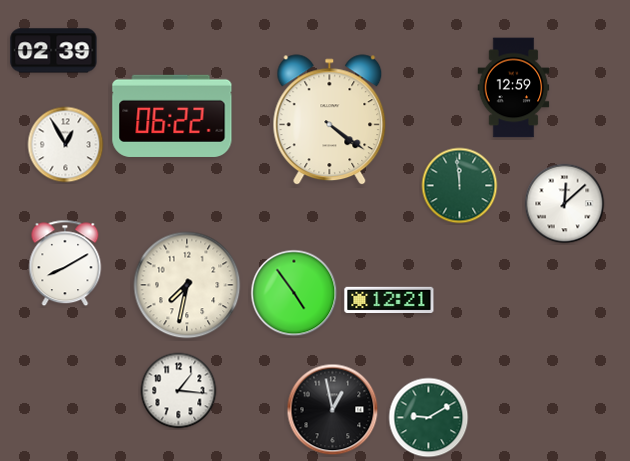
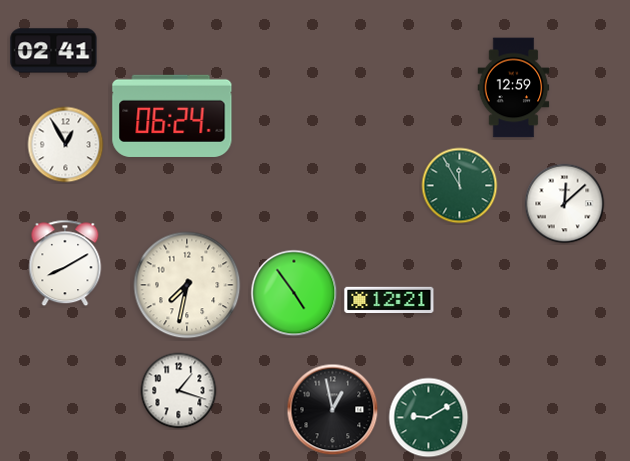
clock at (54, 51): 02:39 -> 02:41
clock at (172, 116): 06:22 -> 06:24
clock at (330, 120): 4:21 -> none
clock at (460, 186): 11:59 -> 11:55
clock at (179, 391): 1:16 -> 1:18
